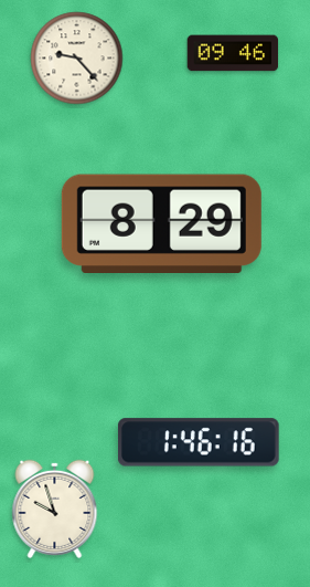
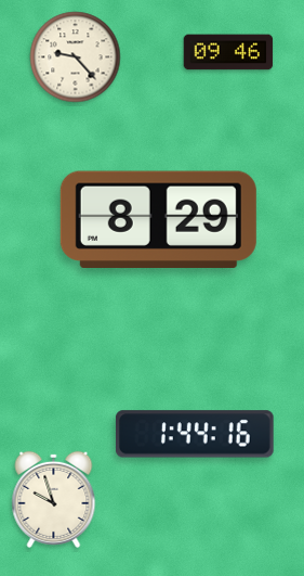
clock at (199, 442): 1:46 -> 1:44
